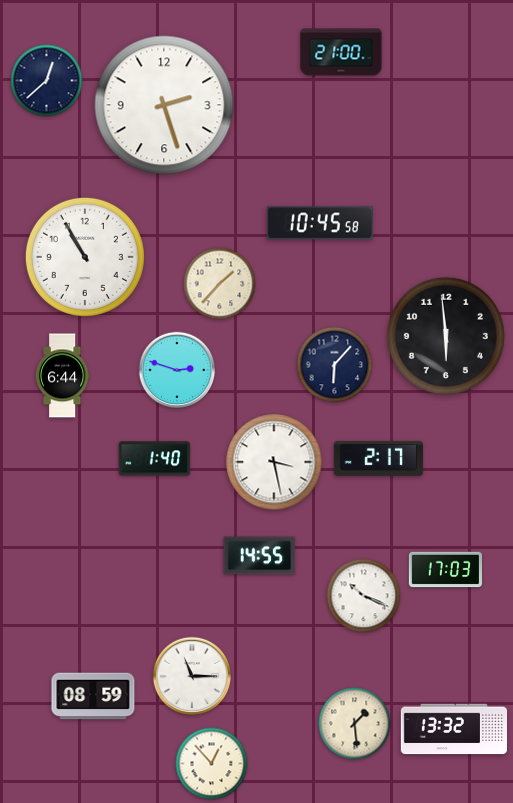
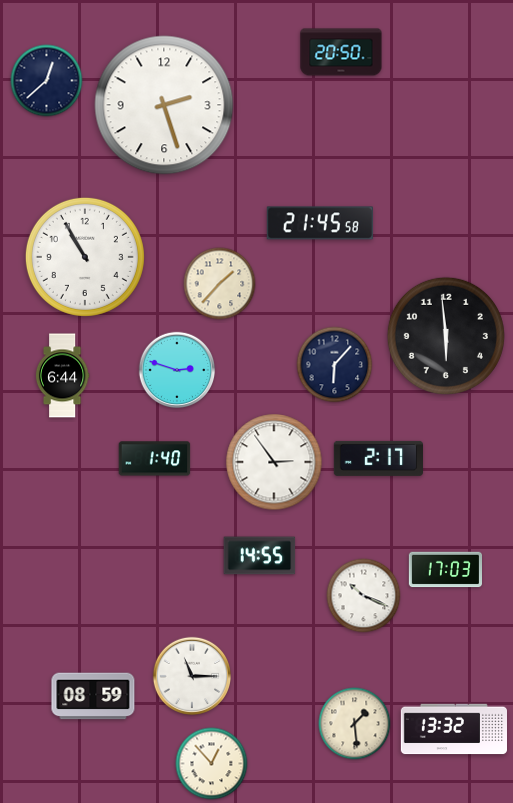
clock at (341, 52): 21:00 -> 20:50
clock at (320, 223): 10:45 -> 21:45
clock at (274, 462): 3:28 -> 2:54
